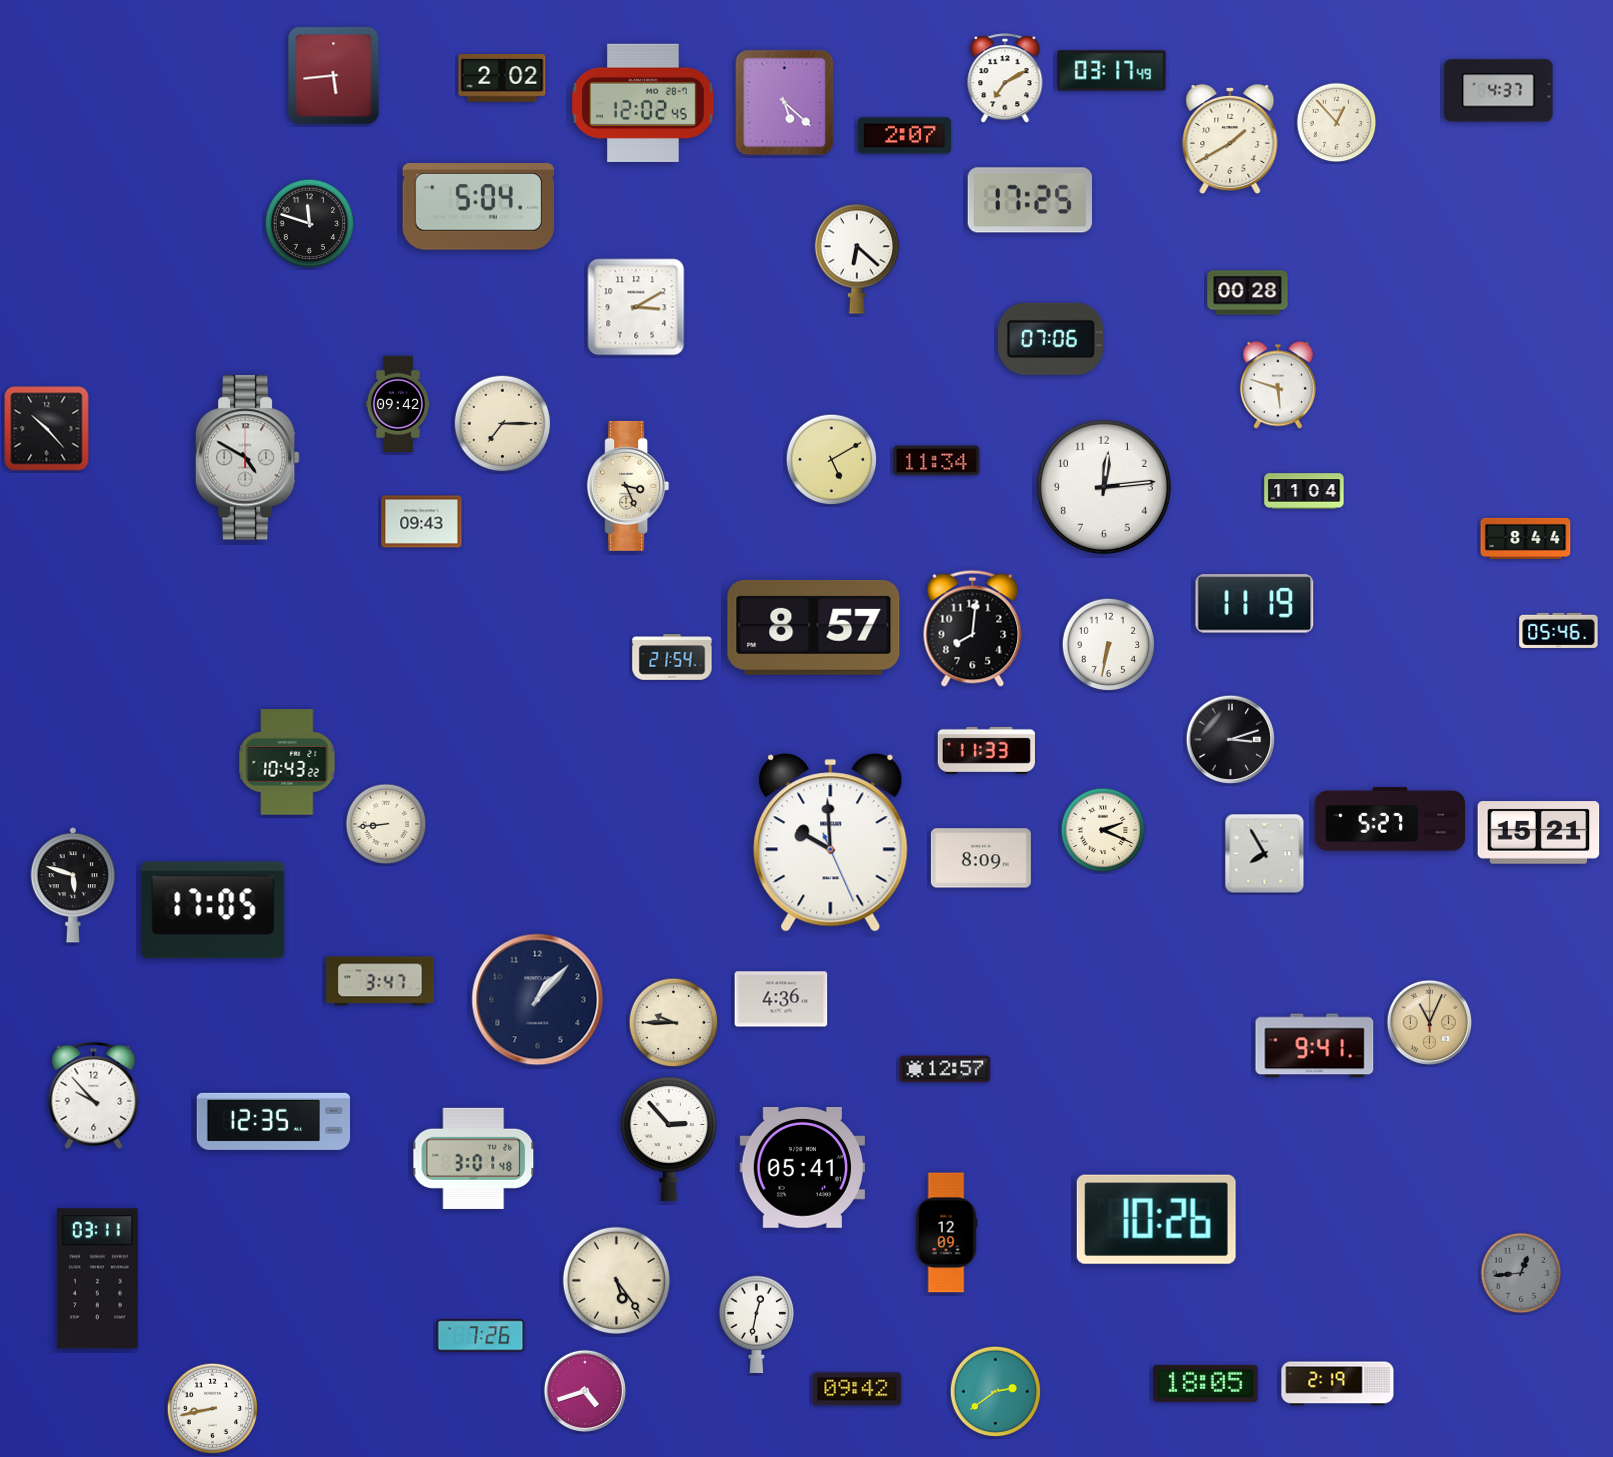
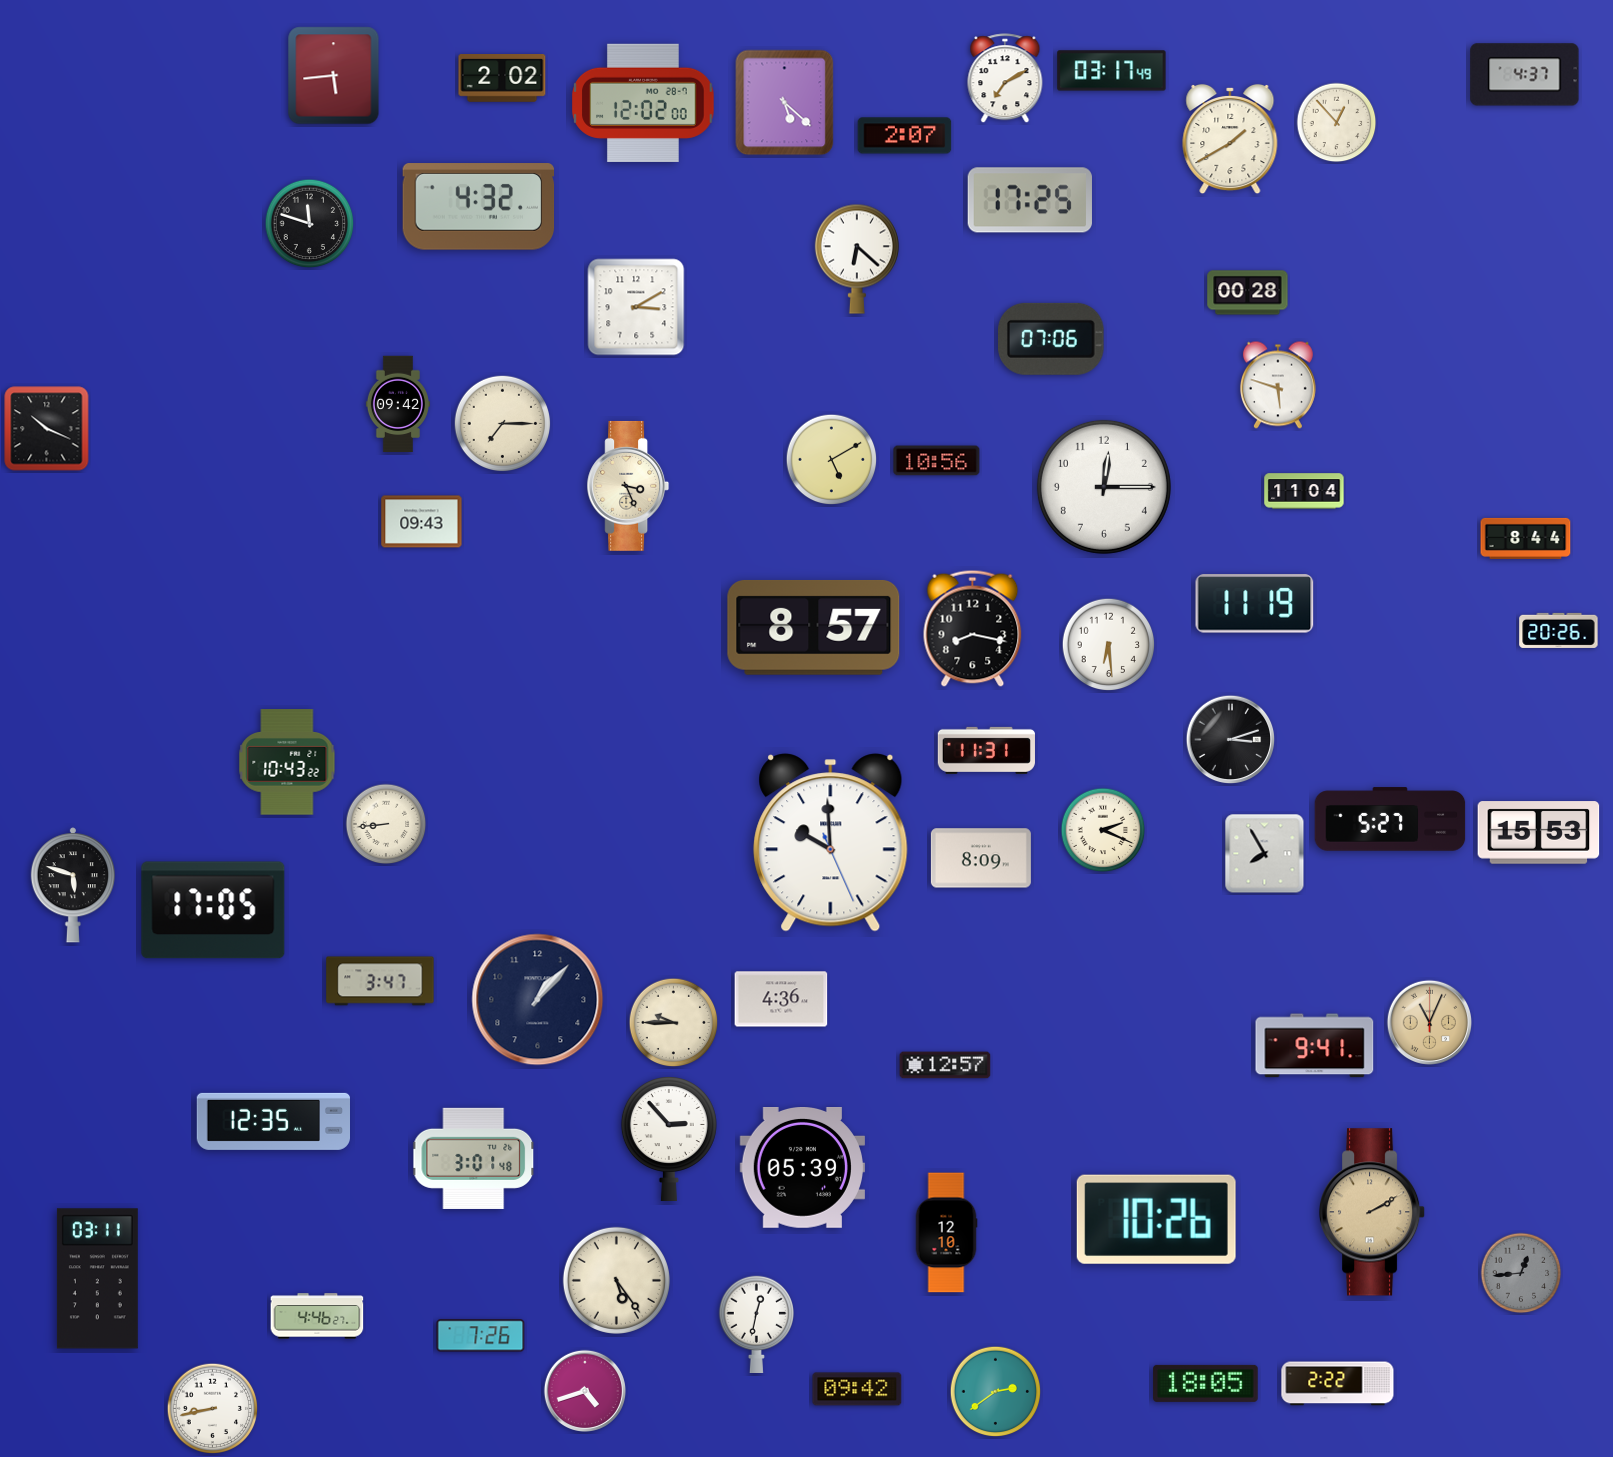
clock at (1499, 91) position: (1499, 91) -> (1525, 75)
clock at (643, 103): 12:02:45 -> 12:02:00
clock at (479, 207): 5:04 -> 4:32
clock at (47, 429): 10:23 -> 10:19
clock at (247, 458): 4:50 -> none
clock at (937, 461): 11:34 -> 10:56
clock at (1104, 487): 12:14 -> 12:15
clock at (973, 628): 8:01 -> 8:17
clock at (1559, 630): 05:46 -> 20:26
clock at (1109, 645): 6:32 -> 6:29
clock at (672, 658): 21:54 -> none
clock at (986, 750): 11:33 -> 11:31
clock at (1539, 833): 15:21 -> 15:53
clock at (945, 1069) position: (945, 1069) -> (945, 1065)
clock at (94, 1096): 9:53 -> none
clock at (802, 1168): 05:41 -> 05:39
clock at (1372, 1212): none -> 2:10
clock at (946, 1233): 12:09 -> 12:10
clock at (317, 1316): none -> 4:46
clock at (1338, 1384): 2:19 -> 2:22
